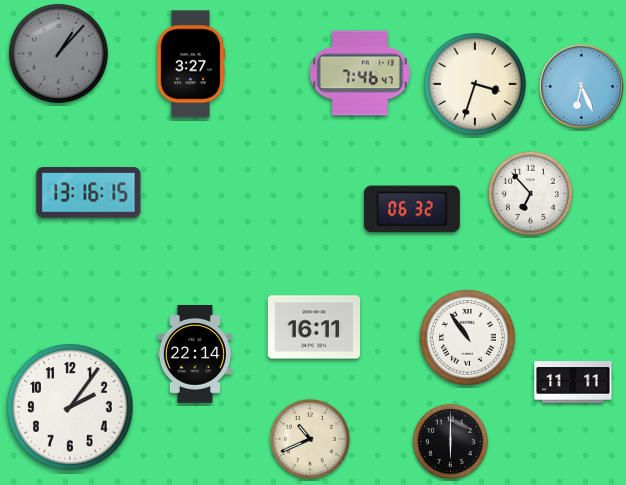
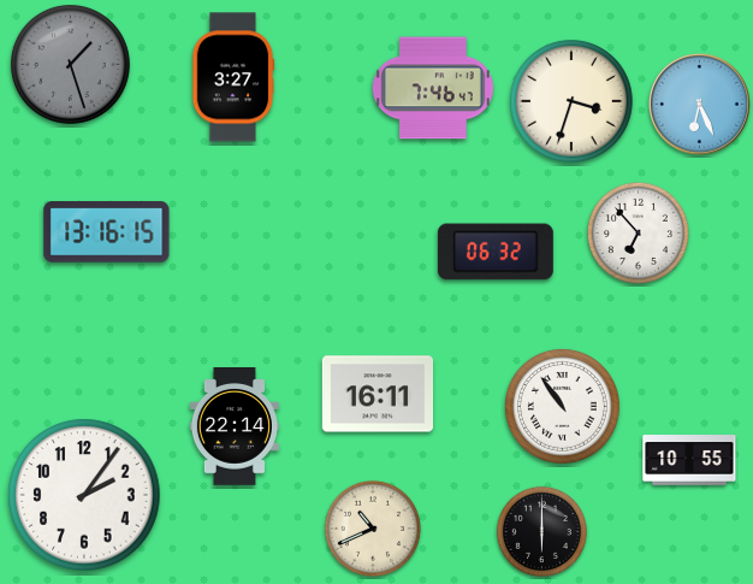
clock at (58, 53): 1:07 -> 1:27
clock at (191, 64) position: (191, 64) -> (233, 77)
clock at (573, 383): 11:11 -> 10:55
clock at (70, 407) position: (70, 407) -> (84, 495)
